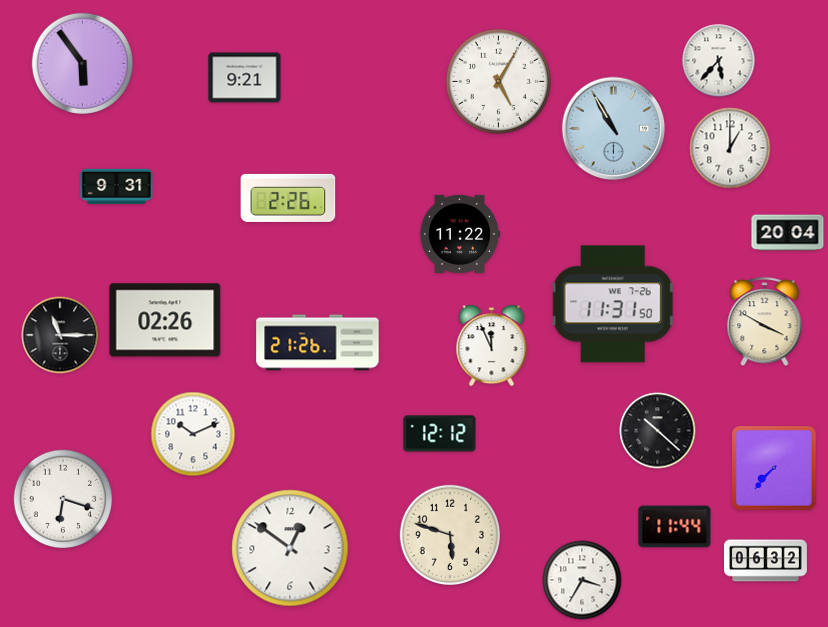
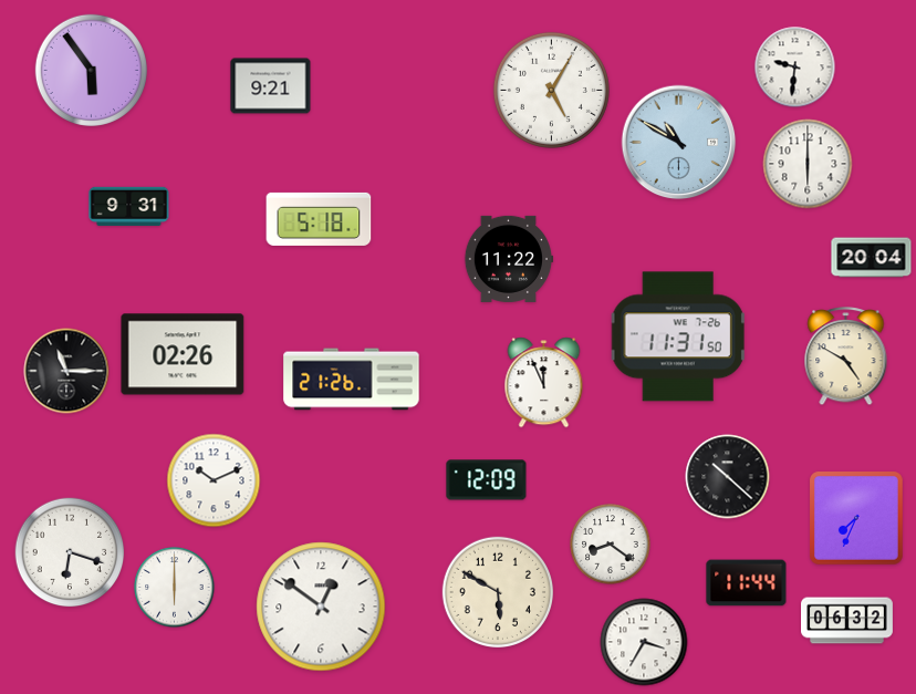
clock at (719, 61): 5:37 -> 9:31
clock at (614, 129): 10:55 -> 10:50
clock at (730, 148): 1:00 -> 6:00
clock at (288, 198): 2:26 -> 5:18
clock at (765, 322): 3:50 -> 4:50
clock at (440, 434): 12:12 -> 12:09
clock at (775, 469): 7:37 -> 7:34
clock at (611, 545): none -> 8:21
clock at (175, 588): none -> 6:00
clock at (449, 534): 5:48 -> 5:50
